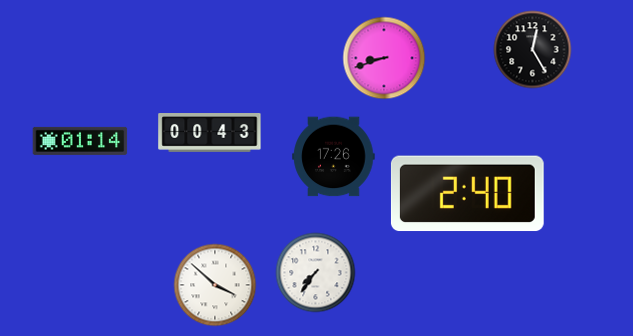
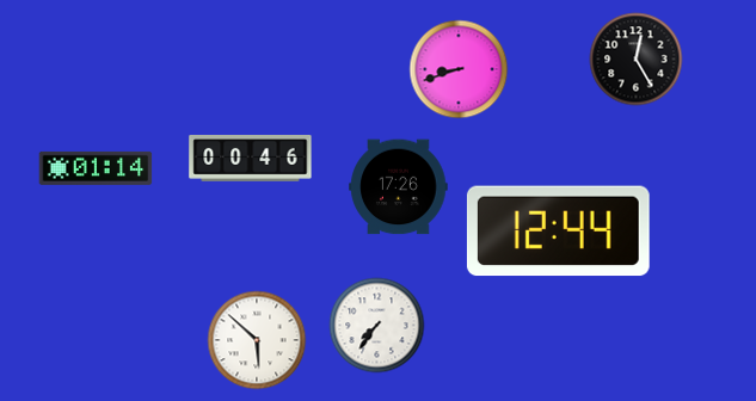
clock at (210, 133): 00:43 -> 00:46
clock at (467, 194): 2:40 -> 12:44
clock at (215, 285): 3:52 -> 5:52
